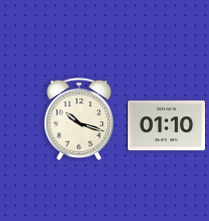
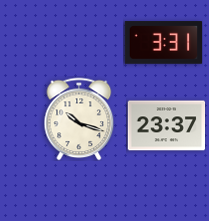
clock at (163, 43): none -> 3:31
clock at (166, 126): 01:10 -> 23:37
